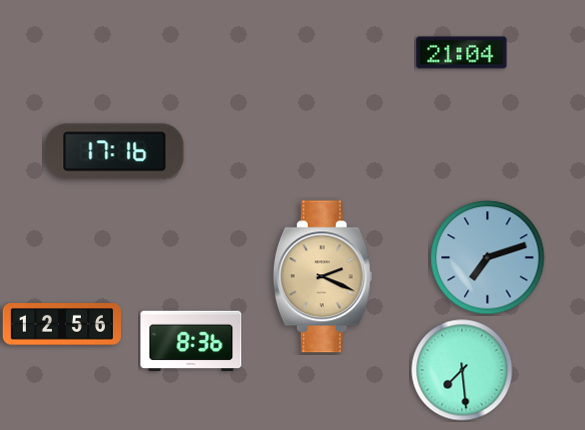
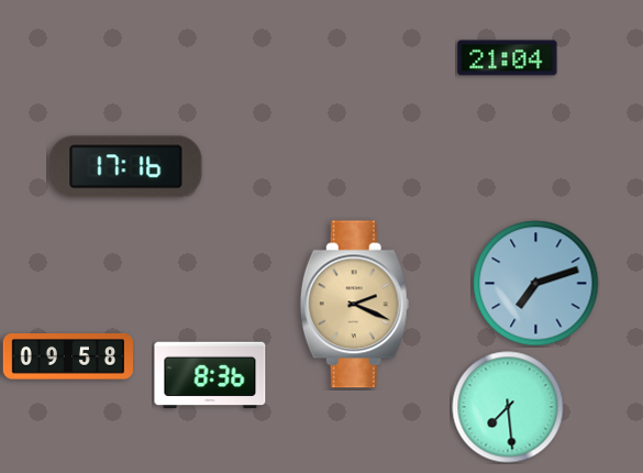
clock at (62, 324): 12:56 -> 09:58
